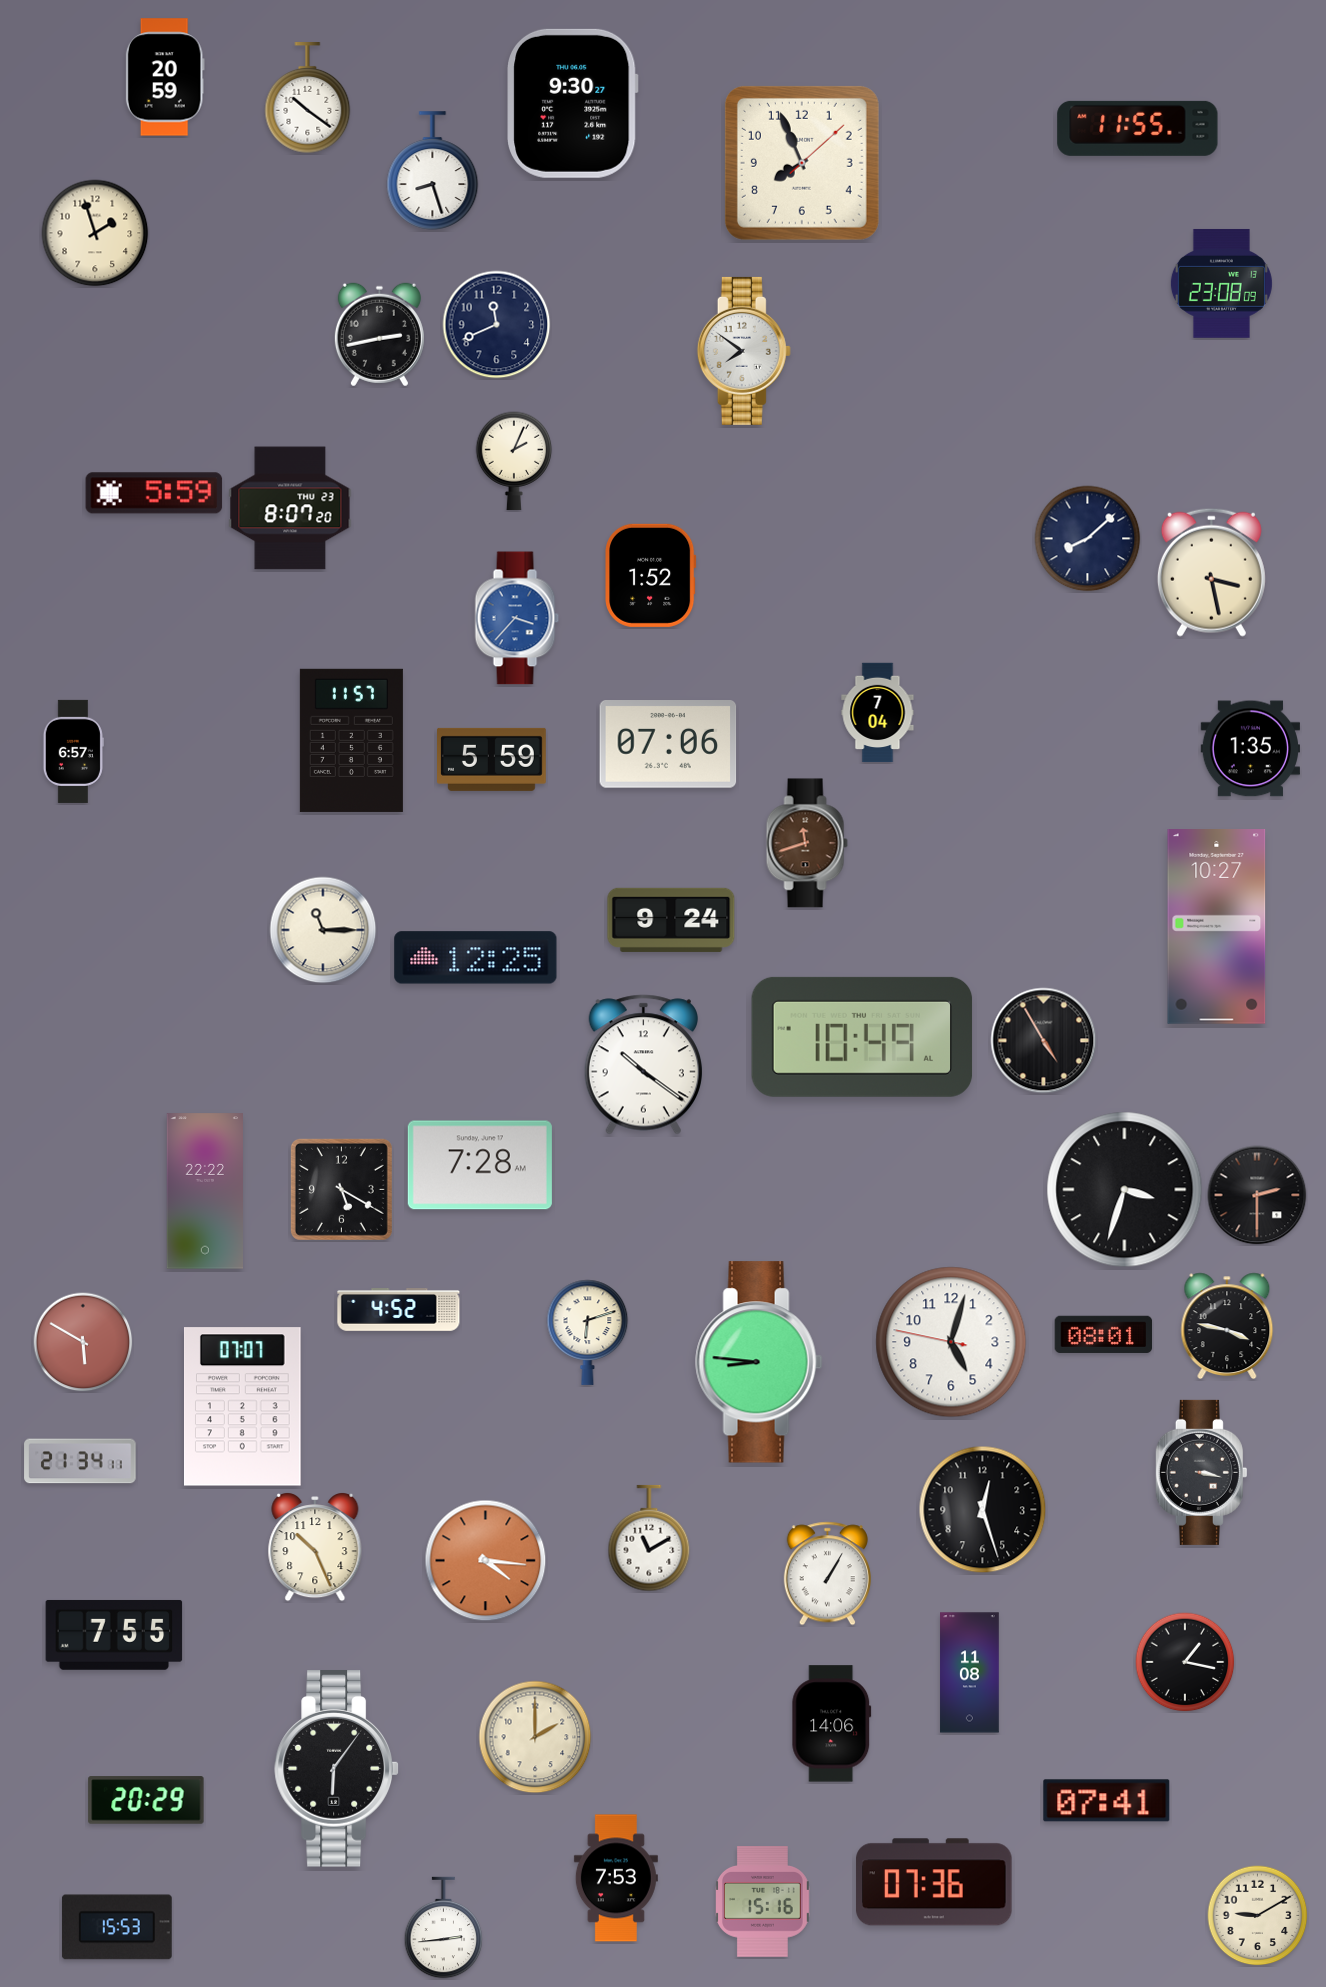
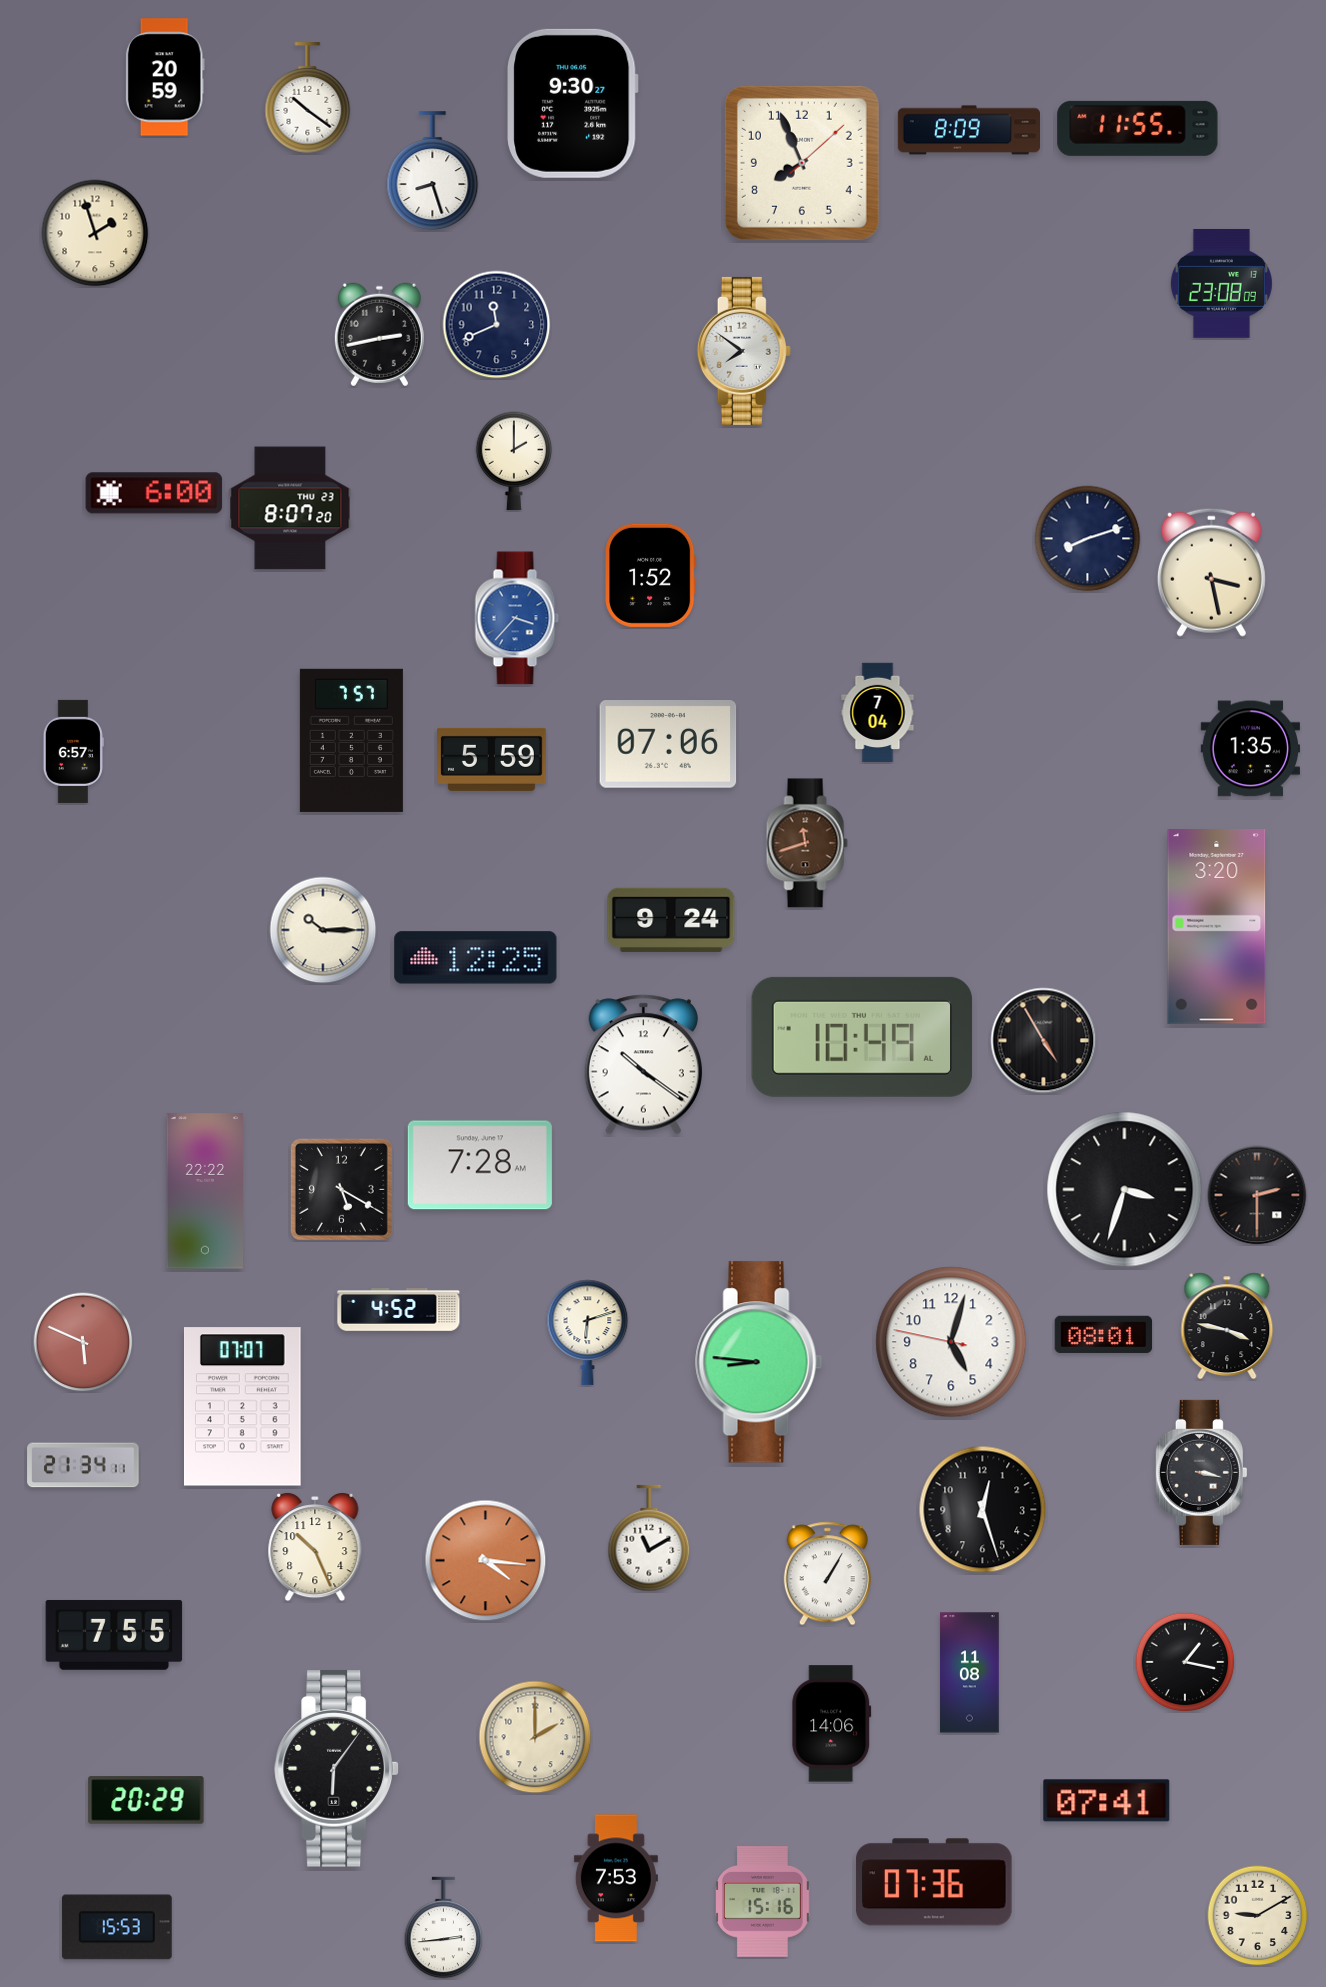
clock at (968, 130): none -> 8:09
clock at (514, 461): 2:04 -> 2:00
clock at (154, 493): 5:59 -> 6:00
clock at (1088, 539): 8:08 -> 8:12
clock at (351, 740): 11:57 -> 7:57
clock at (1217, 927): 10:27 -> 3:20
clock at (323, 930): 11:15 -> 10:15
clock at (83, 1342): 5:50 -> 5:49
clock at (80, 1461) position: (80, 1461) -> (83, 1465)
